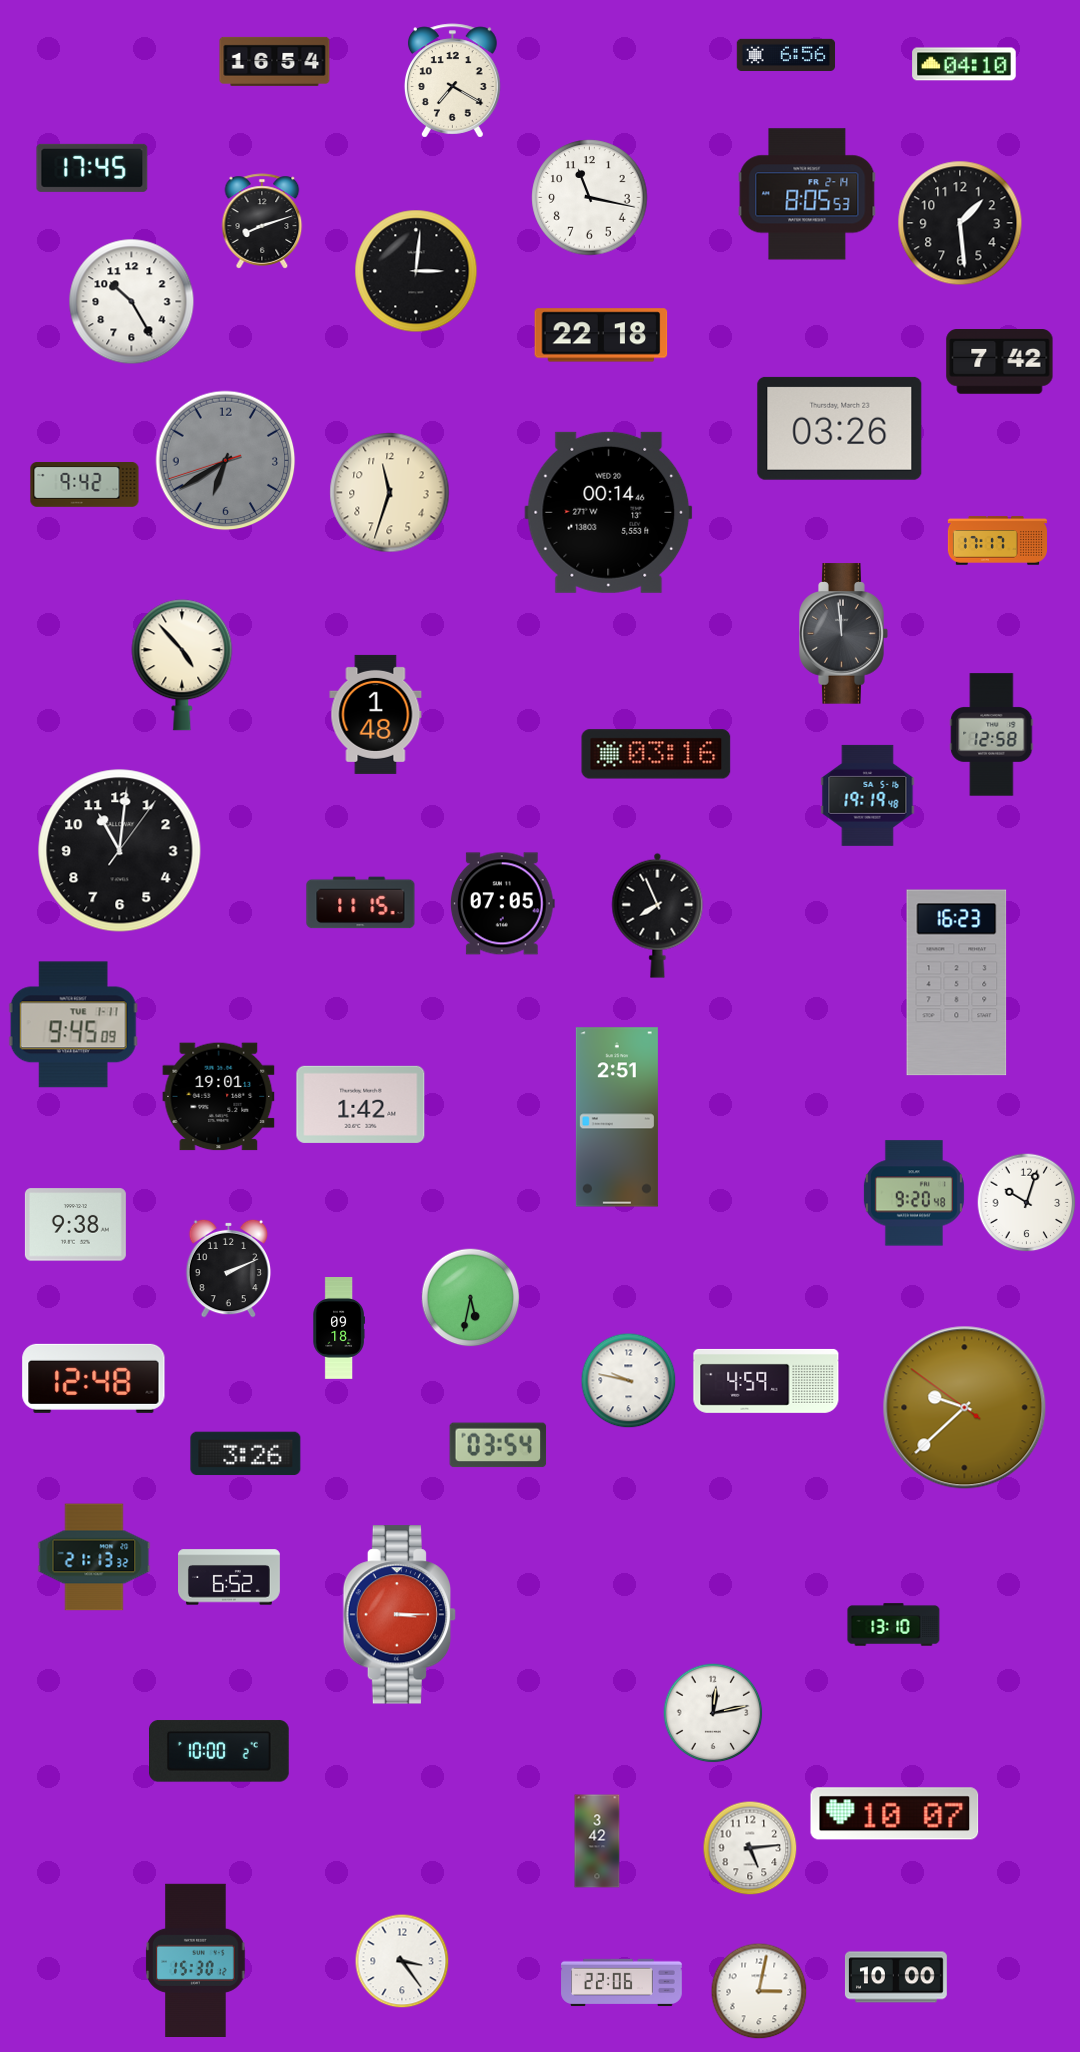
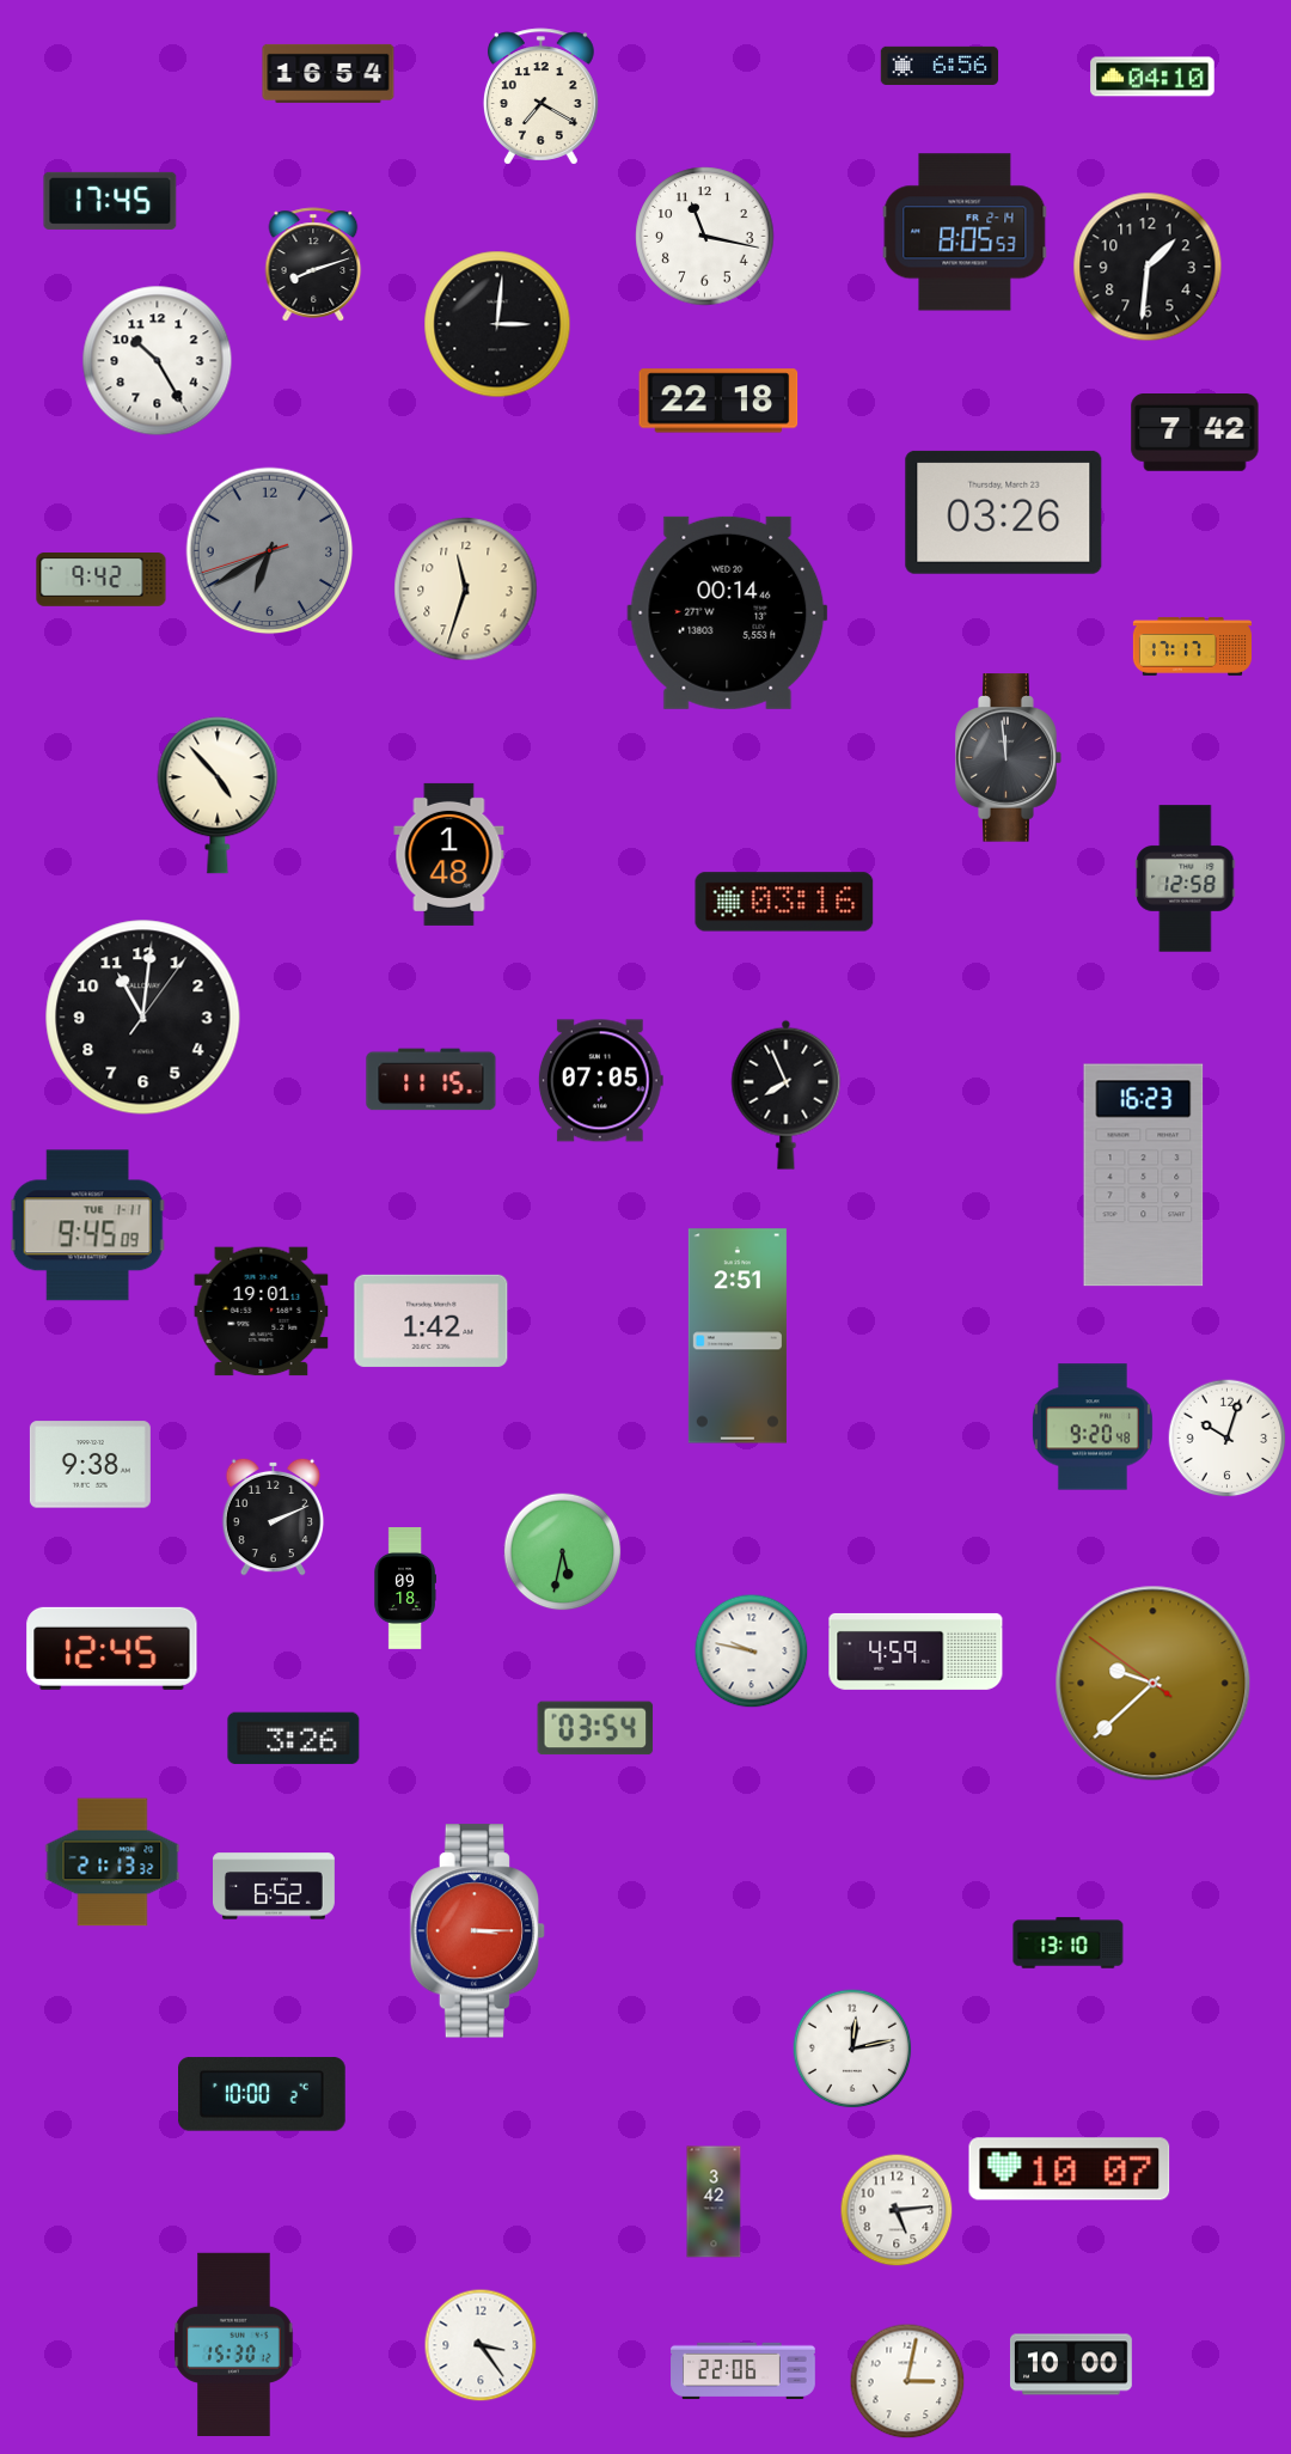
clock at (960, 223): 1:29 -> 1:31
clock at (868, 795): 19:19 -> none
clock at (94, 1378): 12:48 -> 12:45
